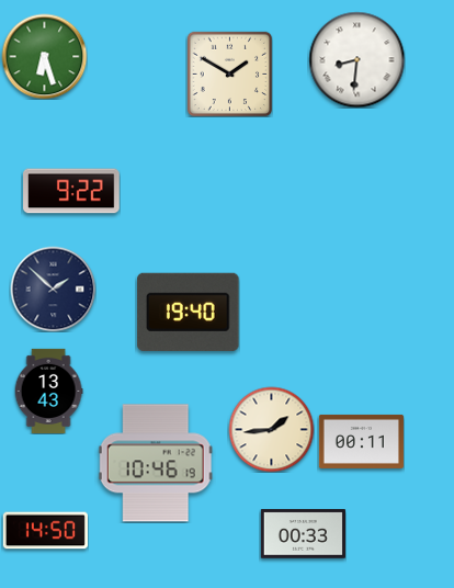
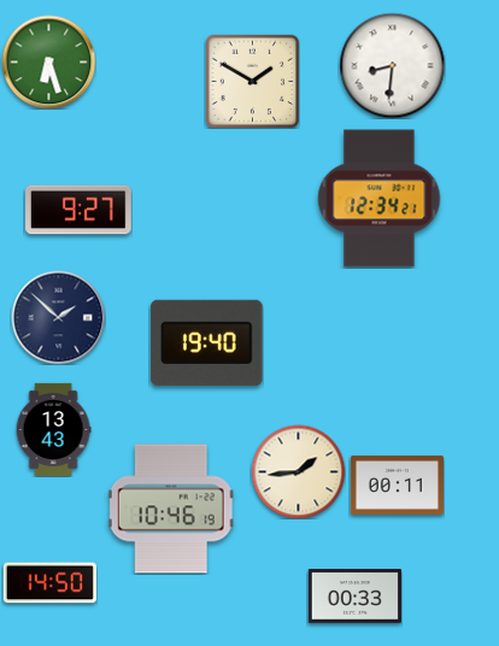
clock at (380, 199): none -> 12:34
clock at (71, 191): 9:22 -> 9:27
clock at (303, 534) position: (303, 534) -> (354, 597)
